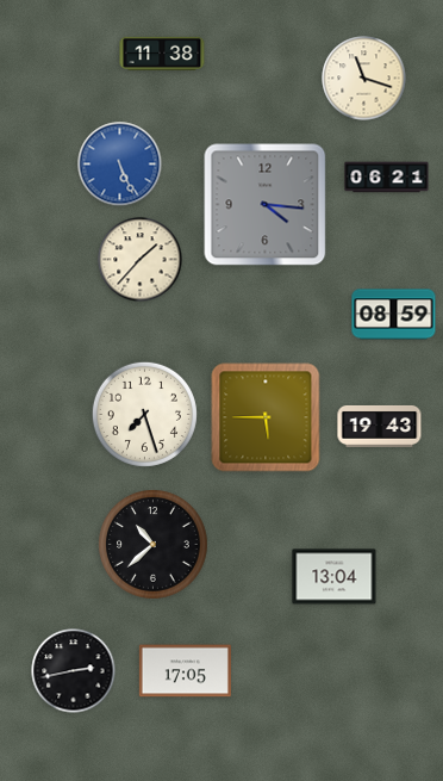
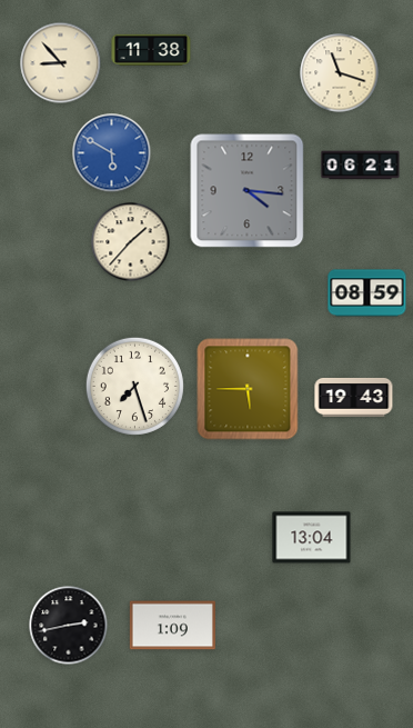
clock at (61, 63): none -> 8:53
clock at (120, 165): 5:26 -> 5:50
clock at (154, 545): 10:38 -> none
clock at (185, 671): 17:05 -> 1:09
